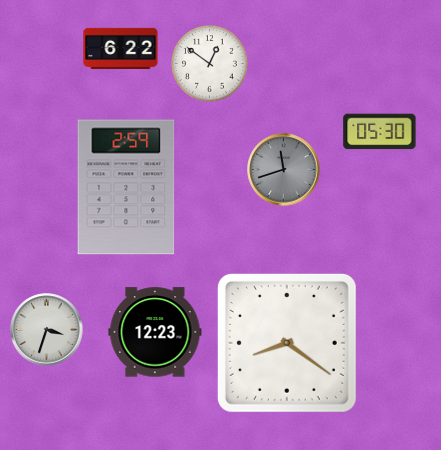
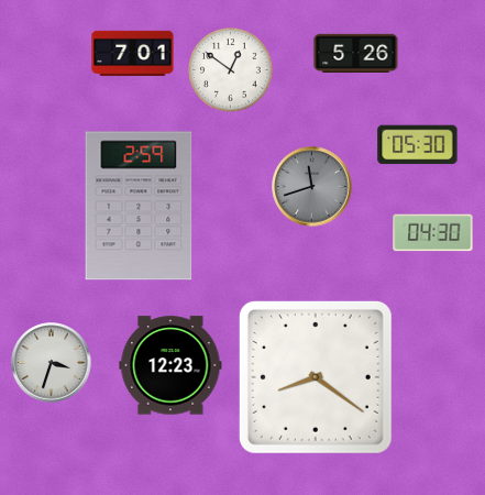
clock at (121, 48): 6:22 -> 7:01
clock at (356, 53): none -> 5:26
clock at (433, 233): none -> 04:30
